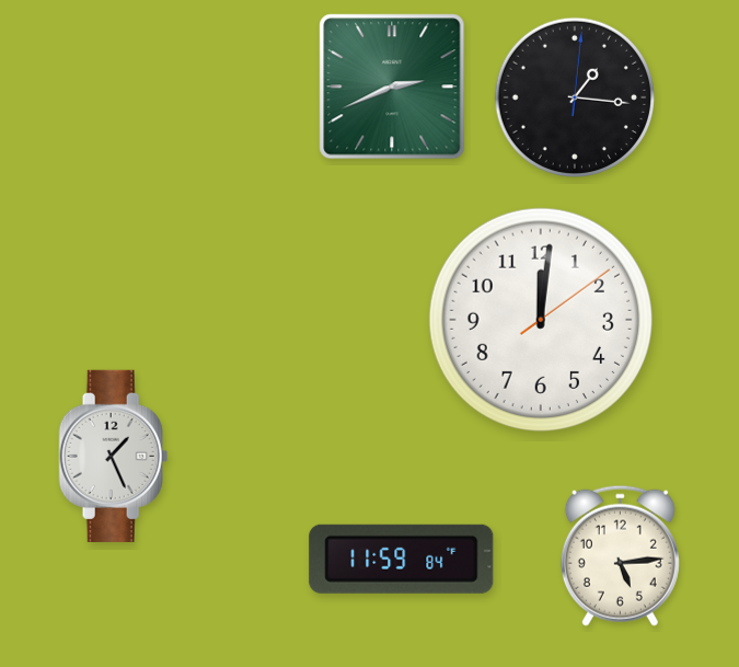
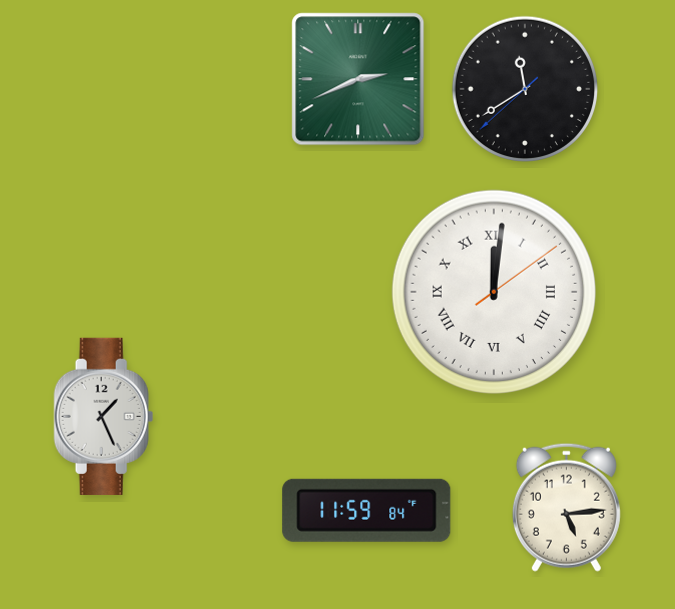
clock at (574, 96): 1:16 -> 11:39
clock at (540, 319) numerals: Arabic -> Roman
